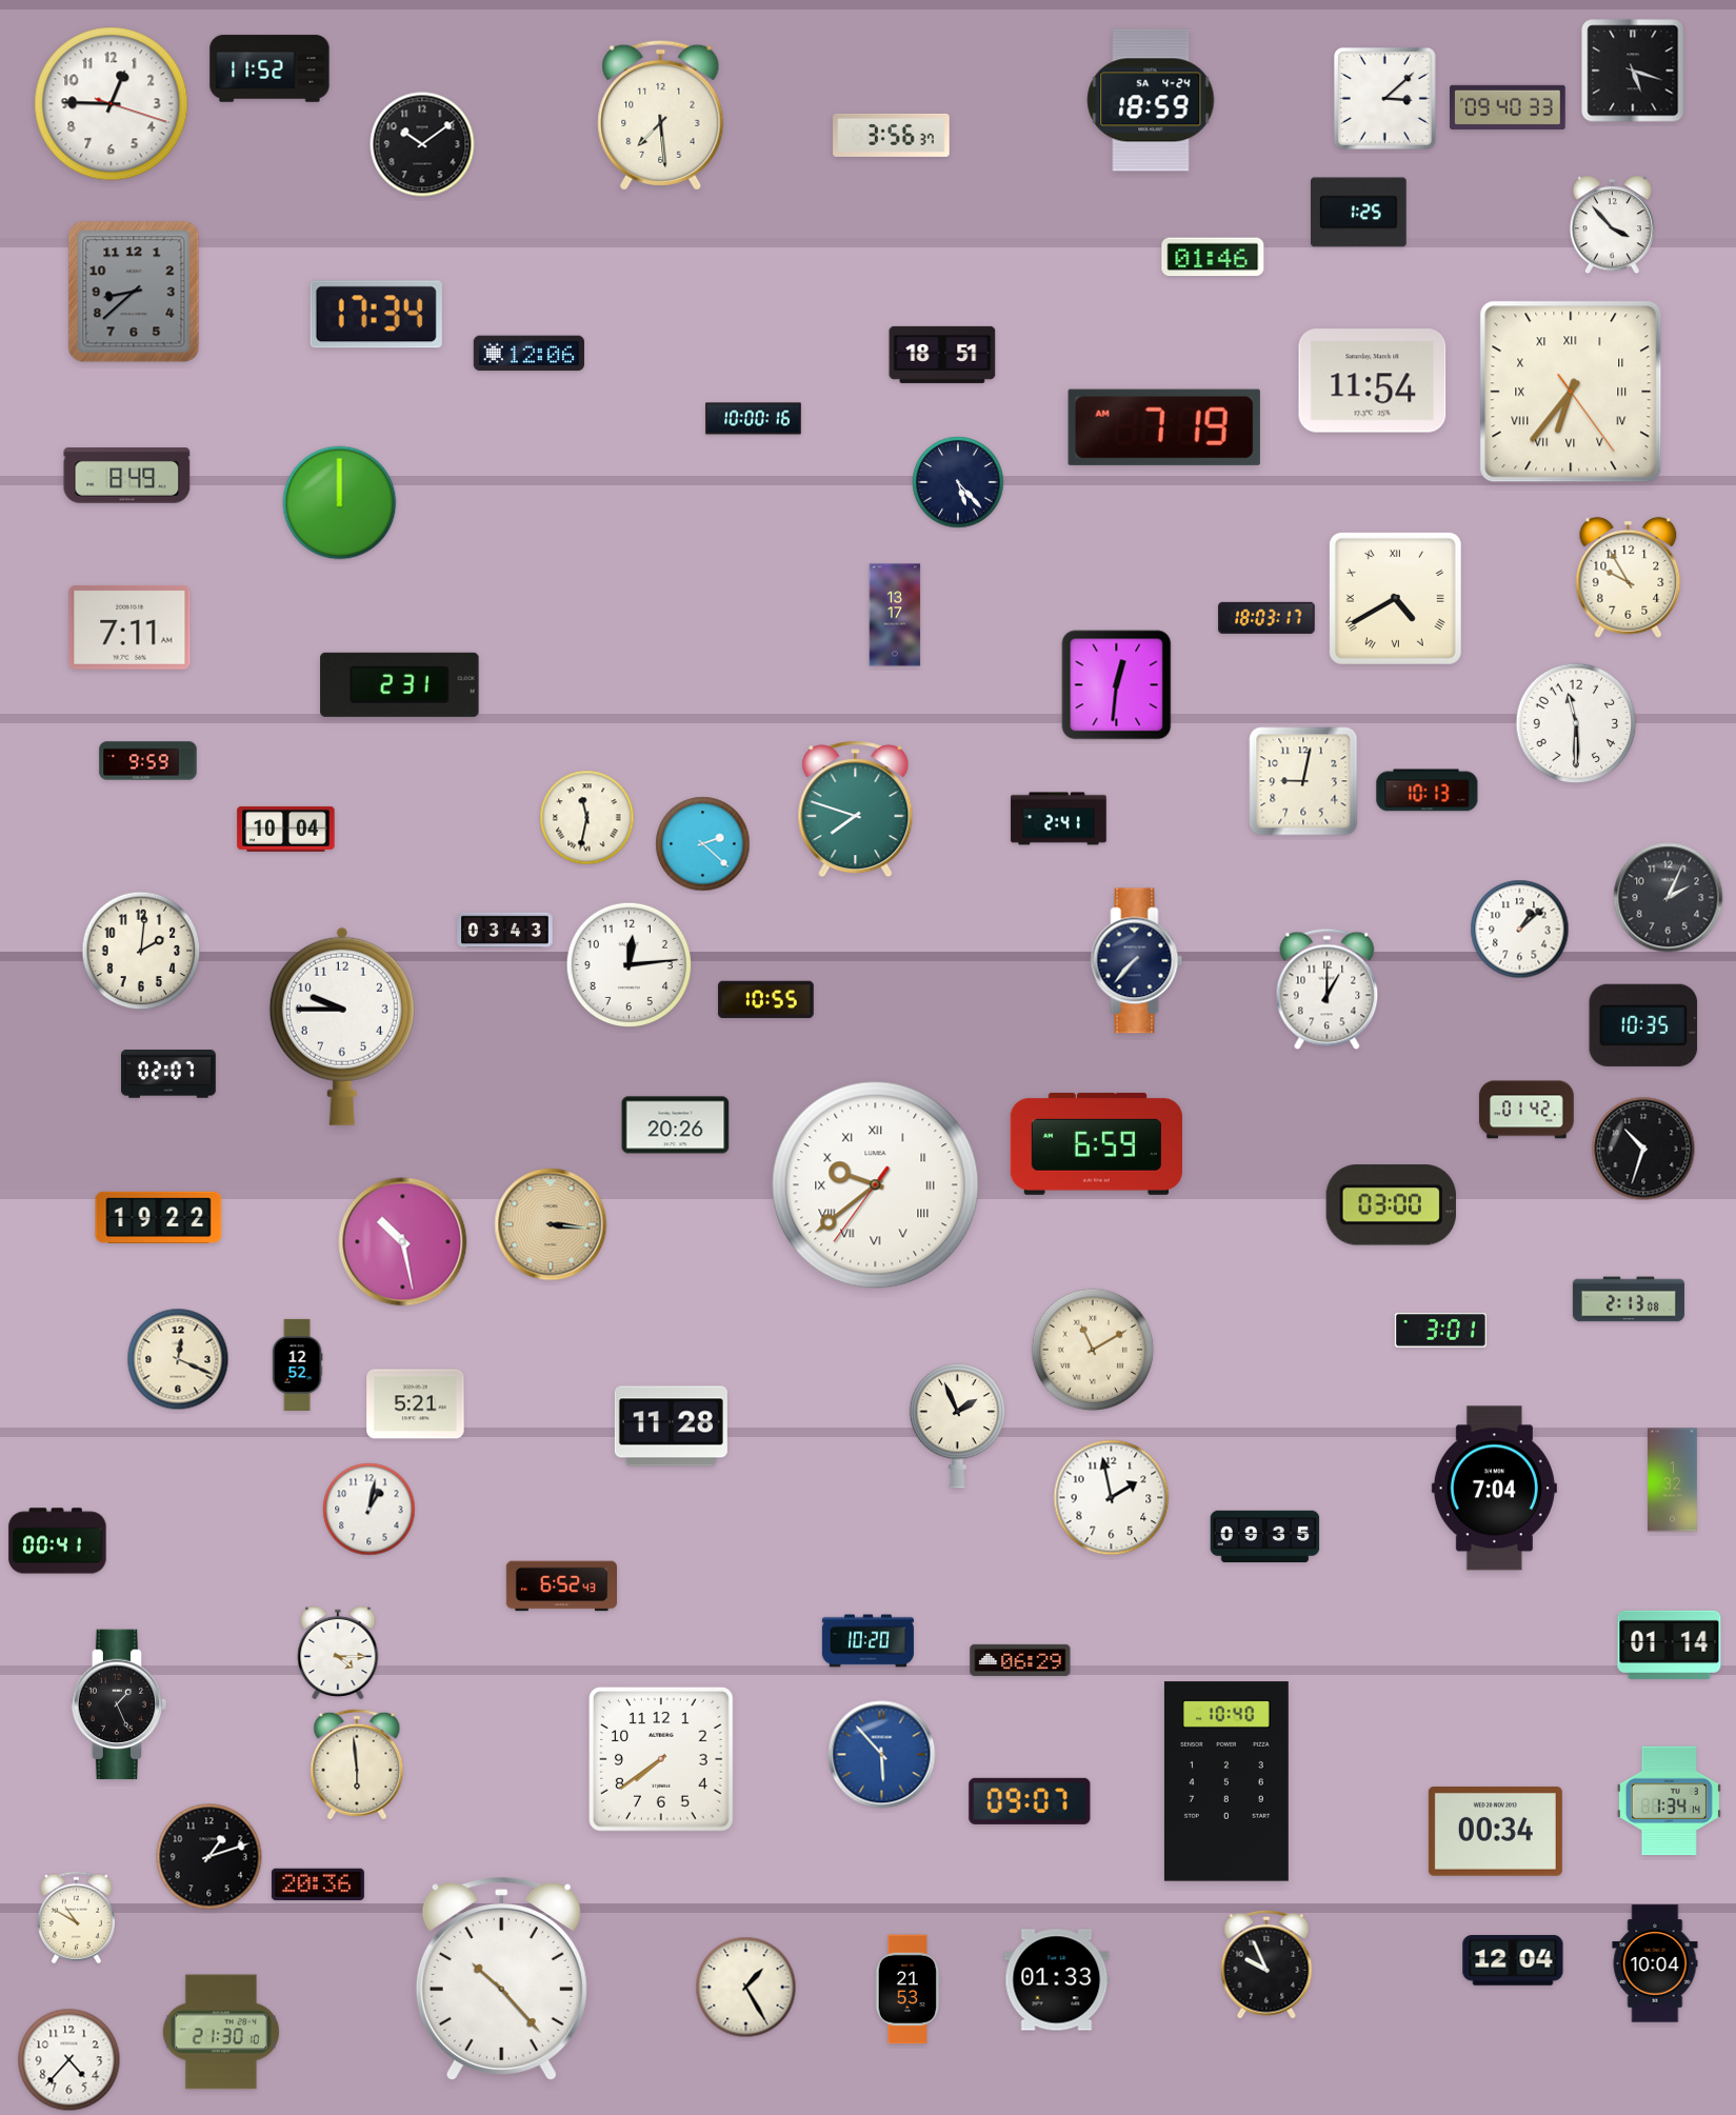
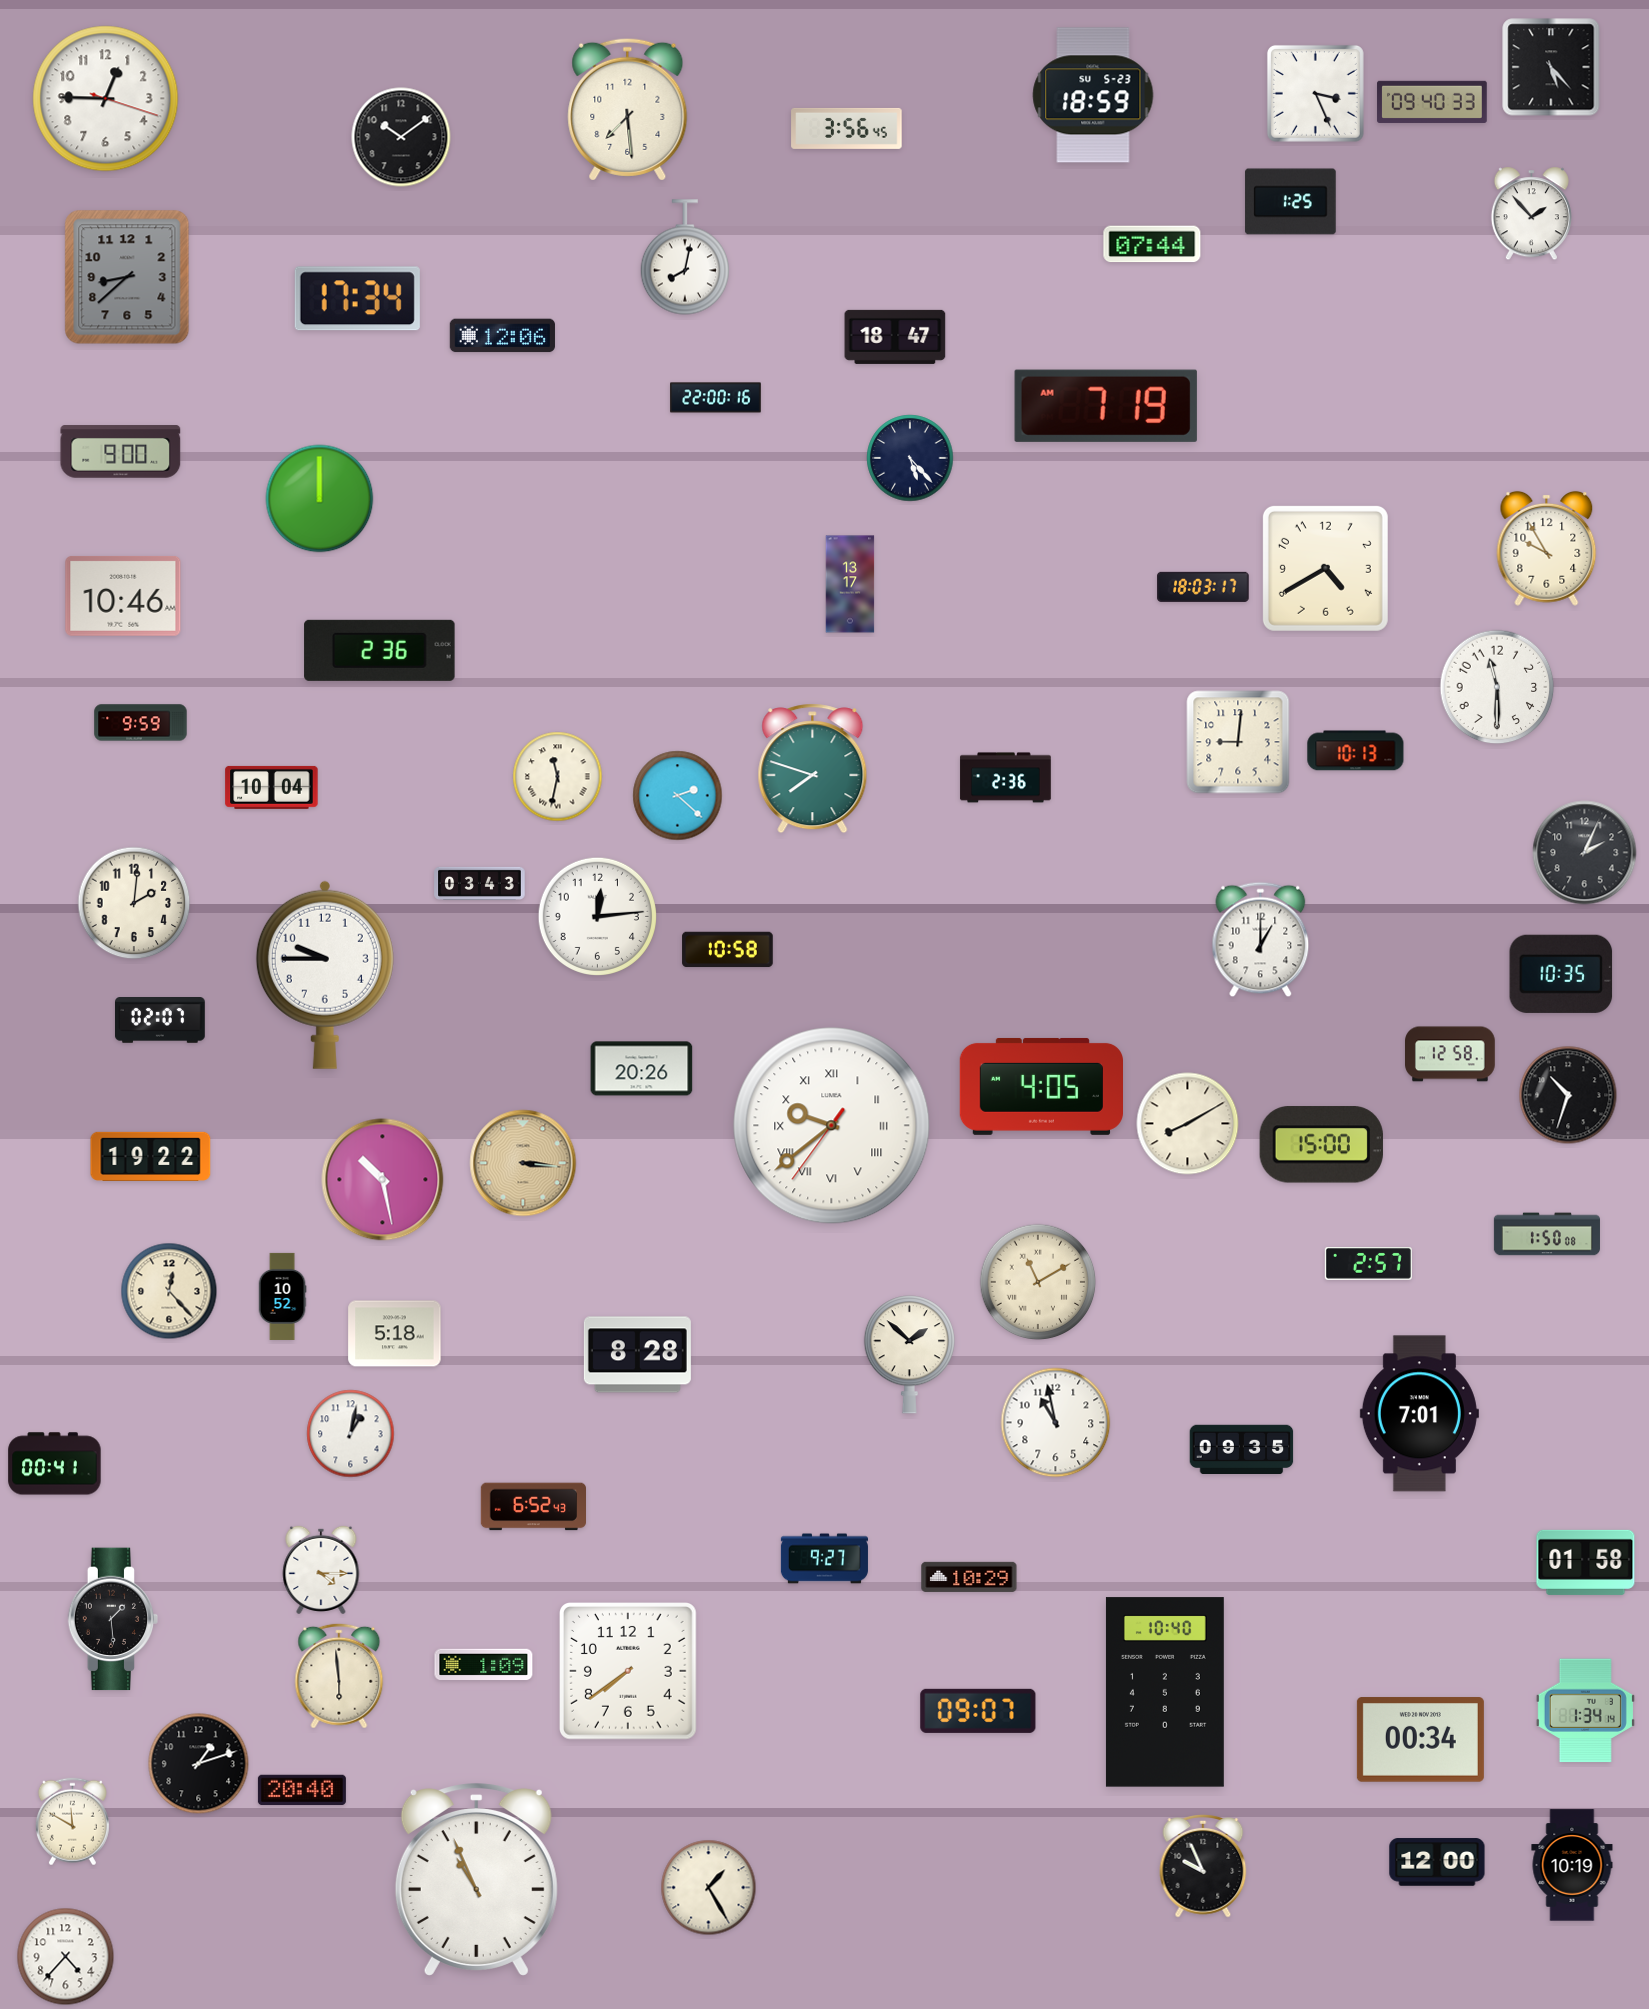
clock at (270, 68): 11:52 -> none
clock at (1633, 71): 5:18 -> 5:23
clock at (1384, 98): 3:08 -> 3:26
clock at (1151, 100) date: SA 4-24 -> SU 5-23
clock at (892, 135): 3:56:37 -> 3:56:45
clock at (1612, 225): 3:53 -> 1:53
clock at (1213, 257): 01:46 -> 07:44
clock at (684, 257): none -> 8:02
clock at (942, 355): 18:51 -> 18:47
clock at (1373, 381): 11:54 -> none
clock at (1571, 392): 6:36 -> none
clock at (754, 419): 10:00 -> 22:00
clock at (127, 476): 8:49 -> 9:00
clock at (340, 503) position: (340, 503) -> (320, 499)
clock at (1395, 598) numerals: Roman -> Arabic
clock at (129, 627): 7:11 -> 10:46
clock at (400, 684): 2:31 -> 2:36
clock at (1117, 685): 12:31 -> none
clock at (1303, 781): 9:02 -> 9:01
clock at (1059, 819): 2:41 -> 2:36
clock at (703, 844) position: (703, 844) -> (678, 796)
clock at (1520, 930): 1:08 -> none
clock at (1137, 961): 7:37 -> none
clock at (766, 1000): 10:55 -> 10:58
clock at (1528, 1110): 01:42 -> 12:58
clock at (1096, 1143): 6:59 -> 4:05
clock at (1643, 1149) position: (1643, 1149) -> (1568, 1095)
clock at (1188, 1124): none -> 8:10
clock at (1391, 1205): 03:00 -> 15:00
clock at (1629, 1299): 2:13 -> 1:50
clock at (1440, 1331): 3:01 -> 2:57
clock at (178, 1359): 12:19 -> 12:23
clock at (297, 1364): 12:52 -> 10:52
clock at (416, 1404): 5:21 -> 5:18
clock at (671, 1426): 11:28 -> 8:28
clock at (957, 1426): 1:56 -> 1:52
clock at (1673, 1480): 1:32 -> none
clock at (1494, 1489): 7:04 -> 7:01
clock at (1112, 1498): 1:58 -> 10:58
clock at (1265, 1536) position: (1265, 1536) -> (1242, 1449)
clock at (867, 1641): 10:20 -> 9:27
clock at (1670, 1644): 01:14 -> 01:58
clock at (1020, 1660): 06:29 -> 10:29
clock at (119, 1704): 1:26 -> 1:29
clock at (484, 1665): none -> 1:09
clock at (882, 1755): 5:53 -> none
clock at (318, 1884): 20:36 -> 20:40
clock at (76, 1918): 10:50 -> 11:50
clock at (1513, 1960): 12:04 -> 12:00
clock at (1655, 1963): 10:04 -> 10:19
clock at (501, 1979): 10:23 -> 10:56
clock at (1057, 1980): 01:33 -> none
clock at (907, 1990): 21:53 -> none
clock at (221, 2032): 21:30 -> none
